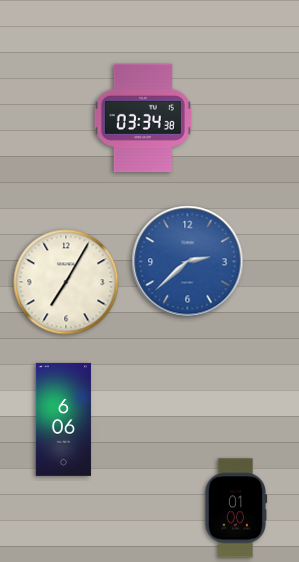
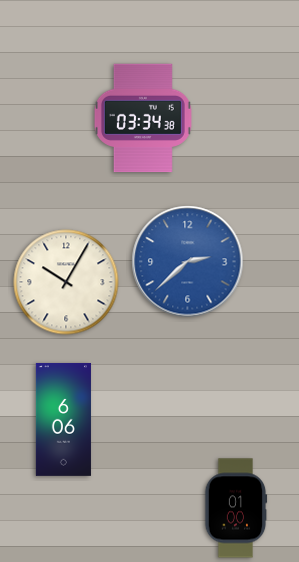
clock at (66, 282): 7:05 -> 10:05
